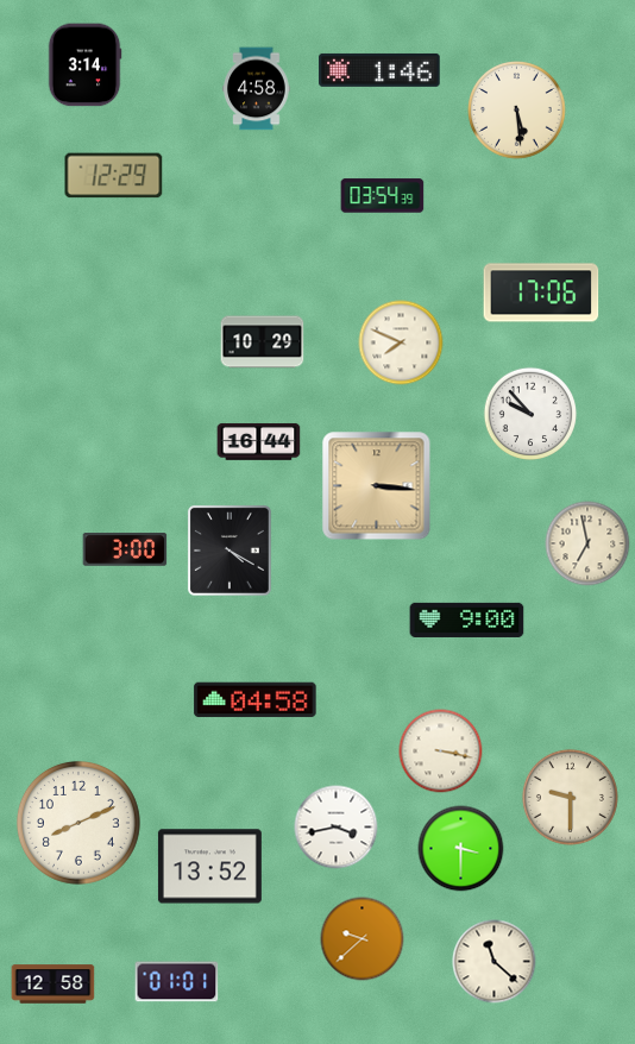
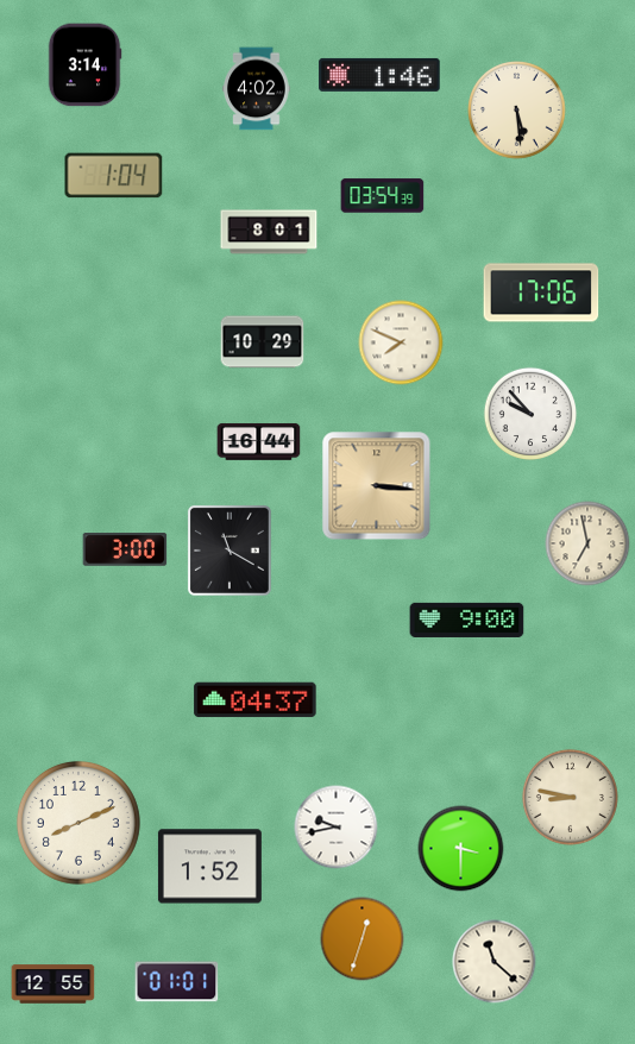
clock at (379, 70) position: (379, 70) -> (379, 75)
clock at (257, 89): 4:58 -> 4:02
clock at (114, 176): 12:29 -> 1:04
clock at (269, 232): none -> 8:01
clock at (230, 551): 4:20 -> 11:20
clock at (256, 700): 04:58 -> 04:37
clock at (441, 751): 3:17 -> none
clock at (570, 797): 9:30 -> 8:47
clock at (337, 828): 3:43 -> 9:43
clock at (209, 867): 13:52 -> 1:52
clock at (363, 939): 9:38 -> 12:33
clock at (54, 985): 12:58 -> 12:55
